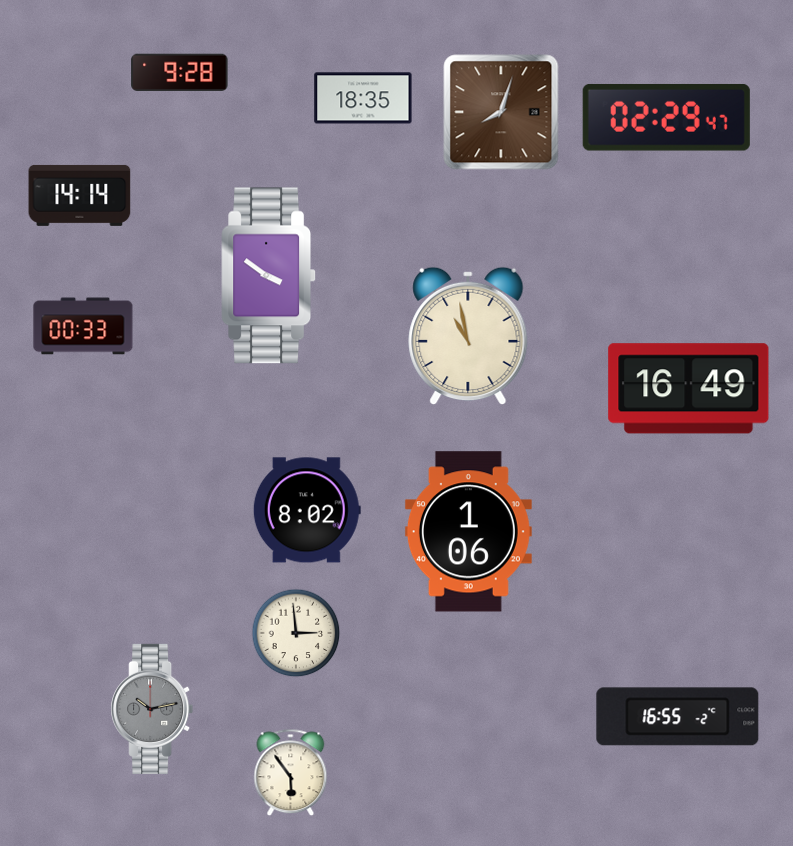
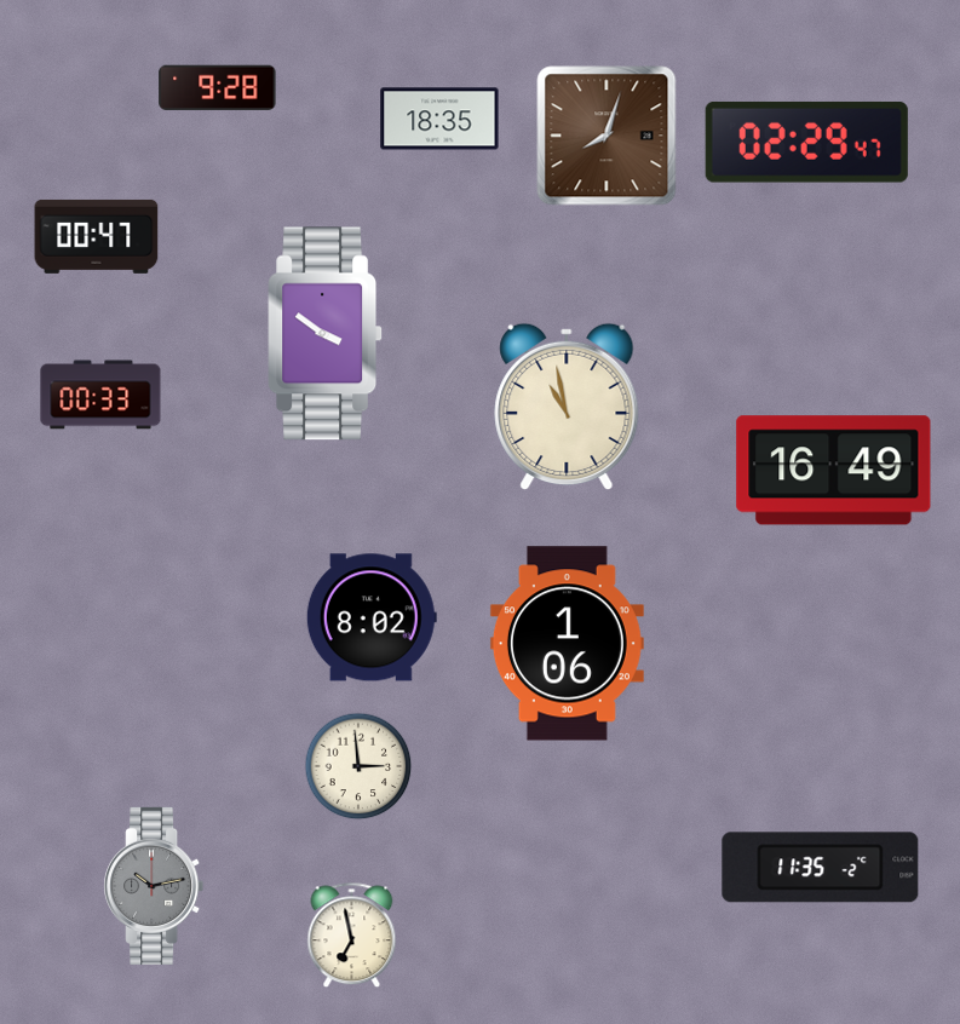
clock at (80, 195): 14:14 -> 00:47
clock at (152, 709) position: (152, 709) -> (154, 886)
clock at (678, 717): 16:55 -> 11:35
clock at (291, 773): 5:54 -> 6:58
